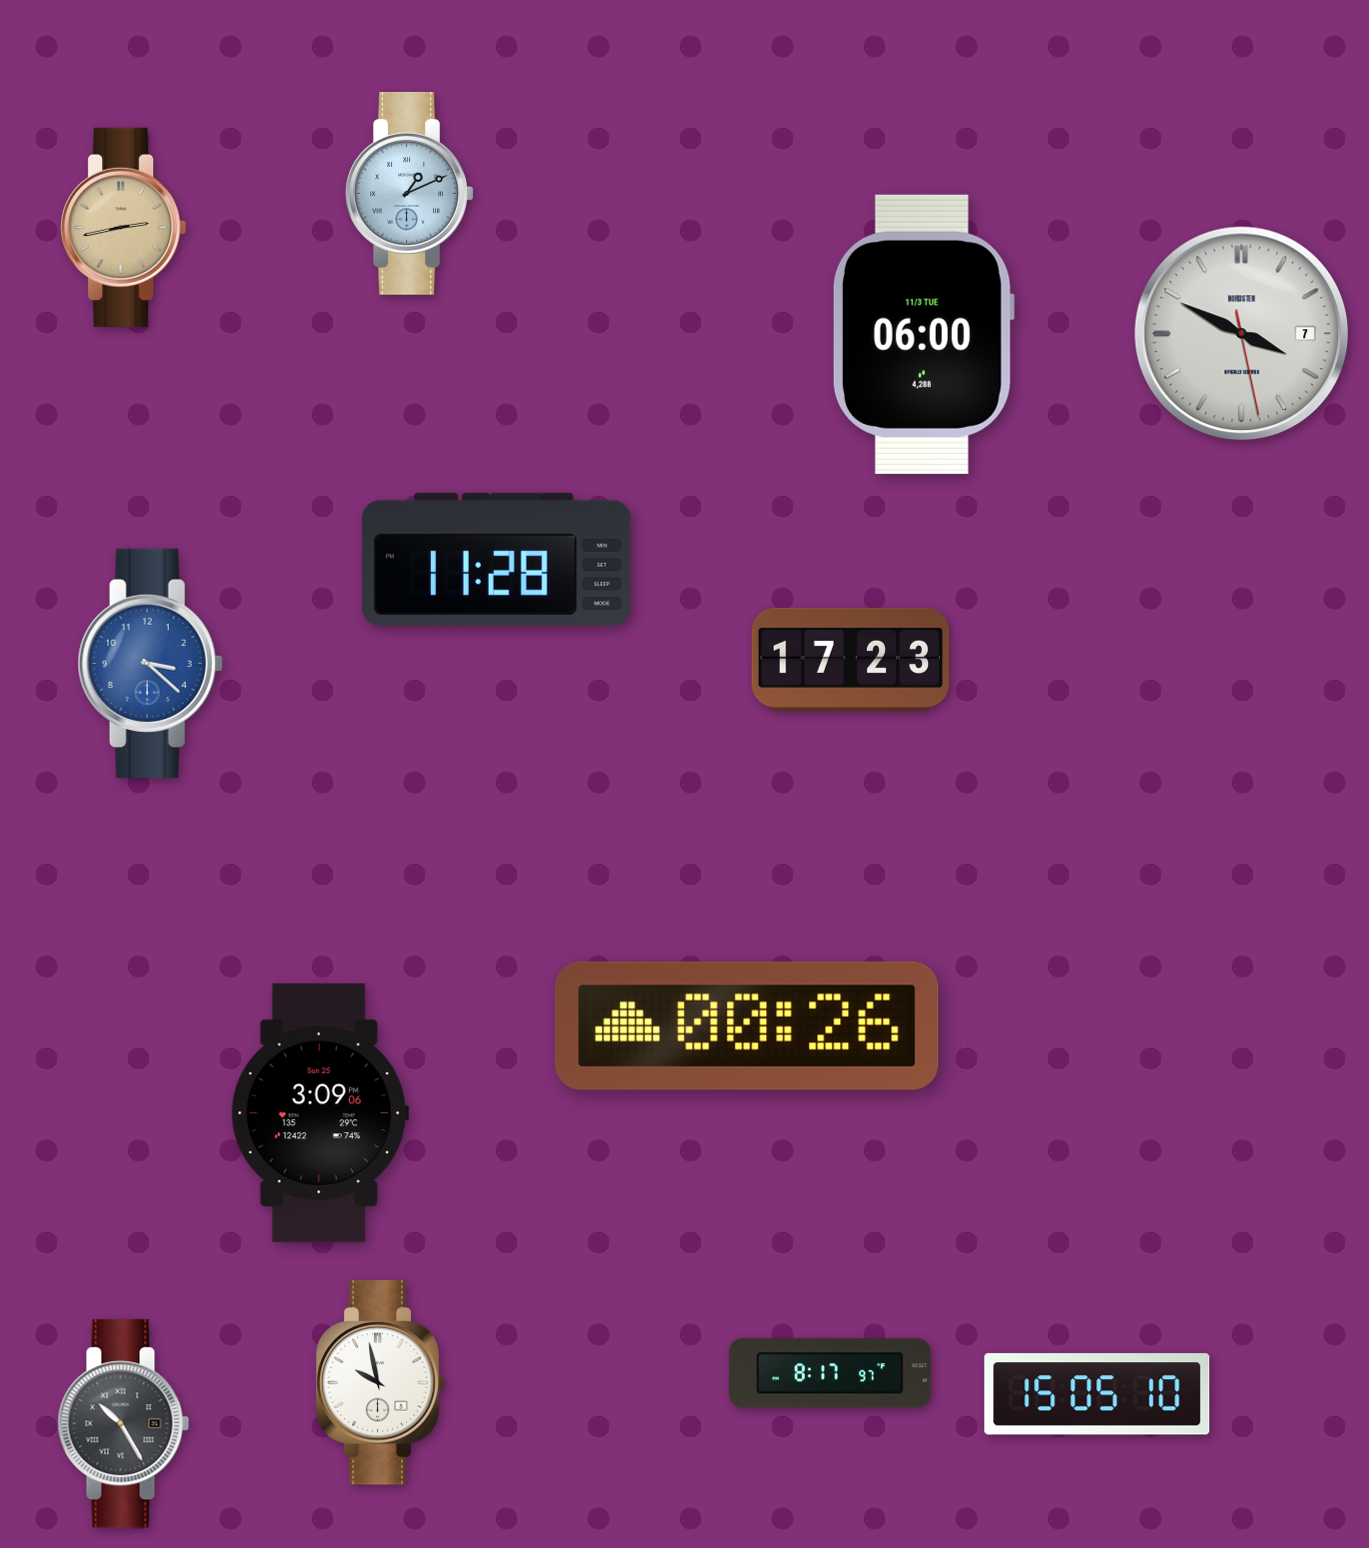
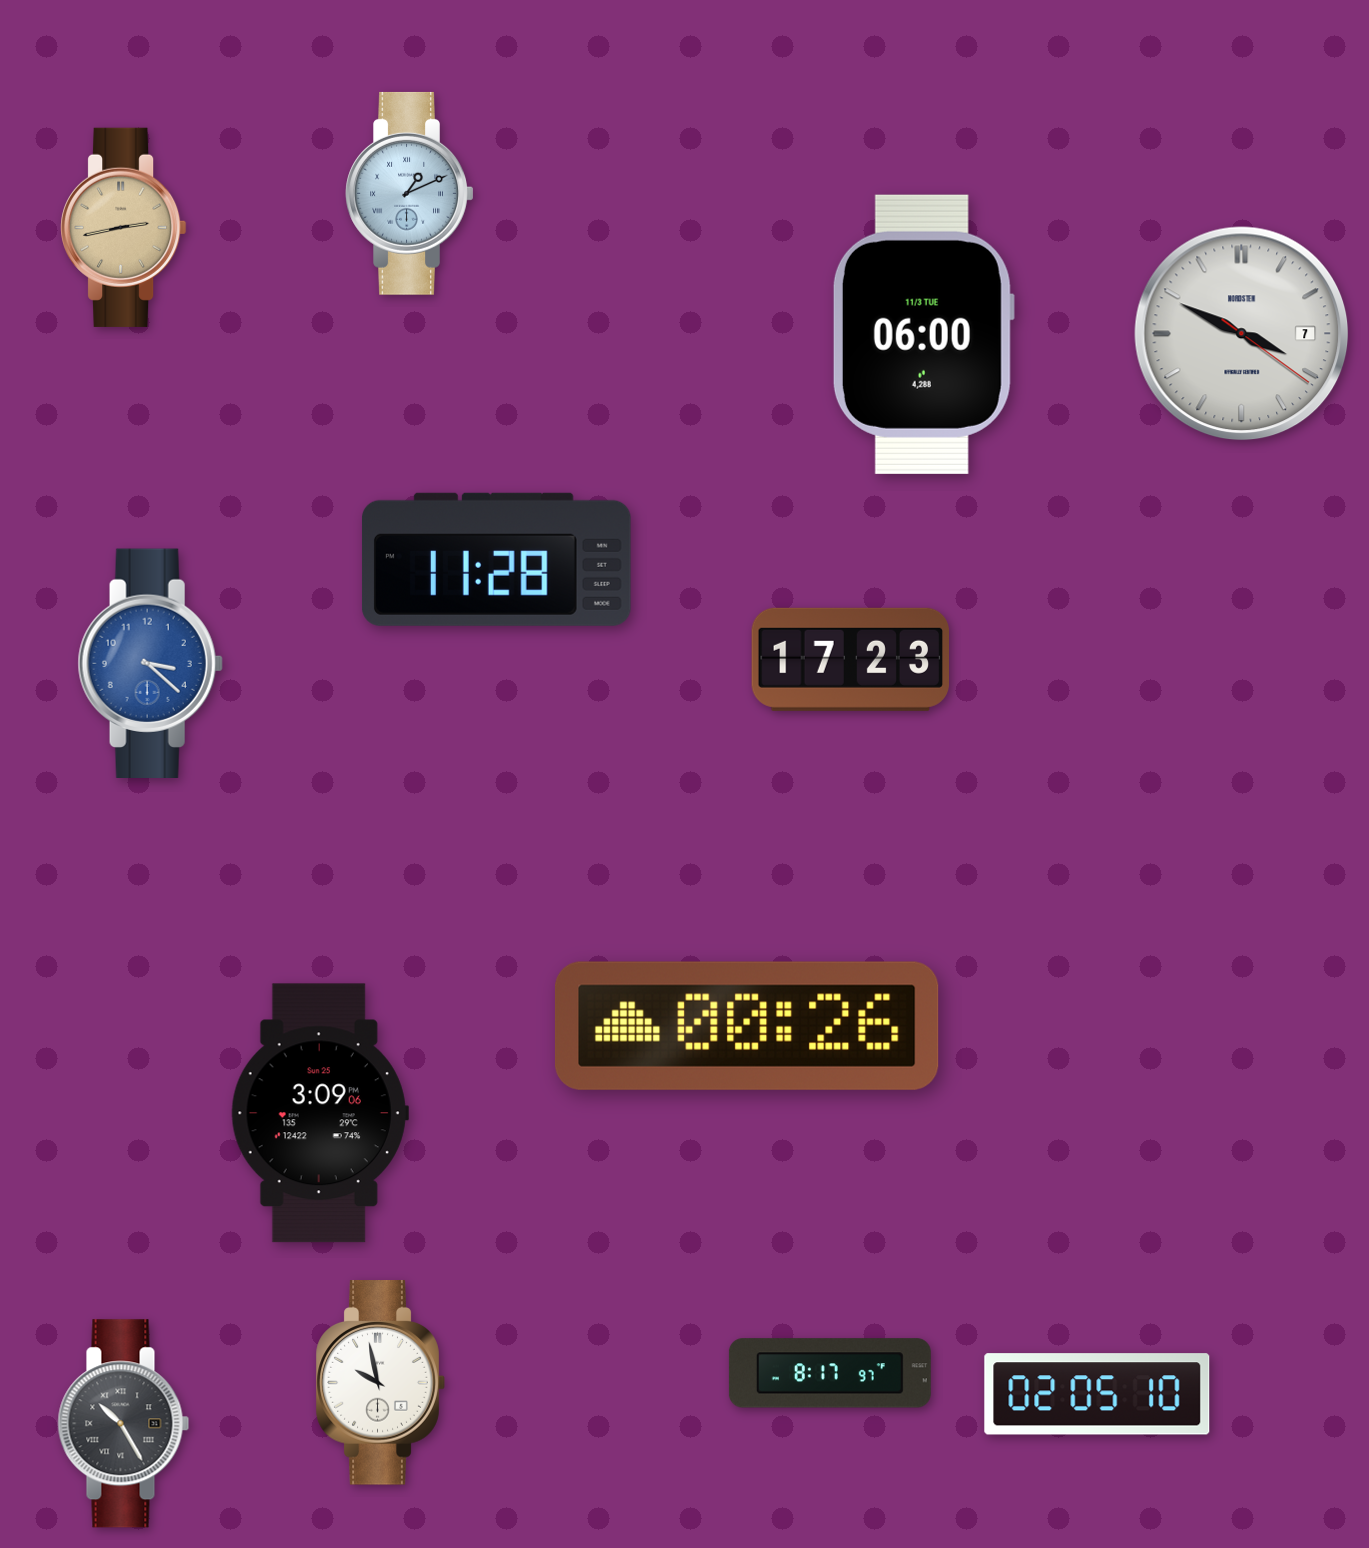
clock at (1242, 334): 3:49:28 -> 3:49:21
clock at (1097, 1394): 15:05 -> 02:05
